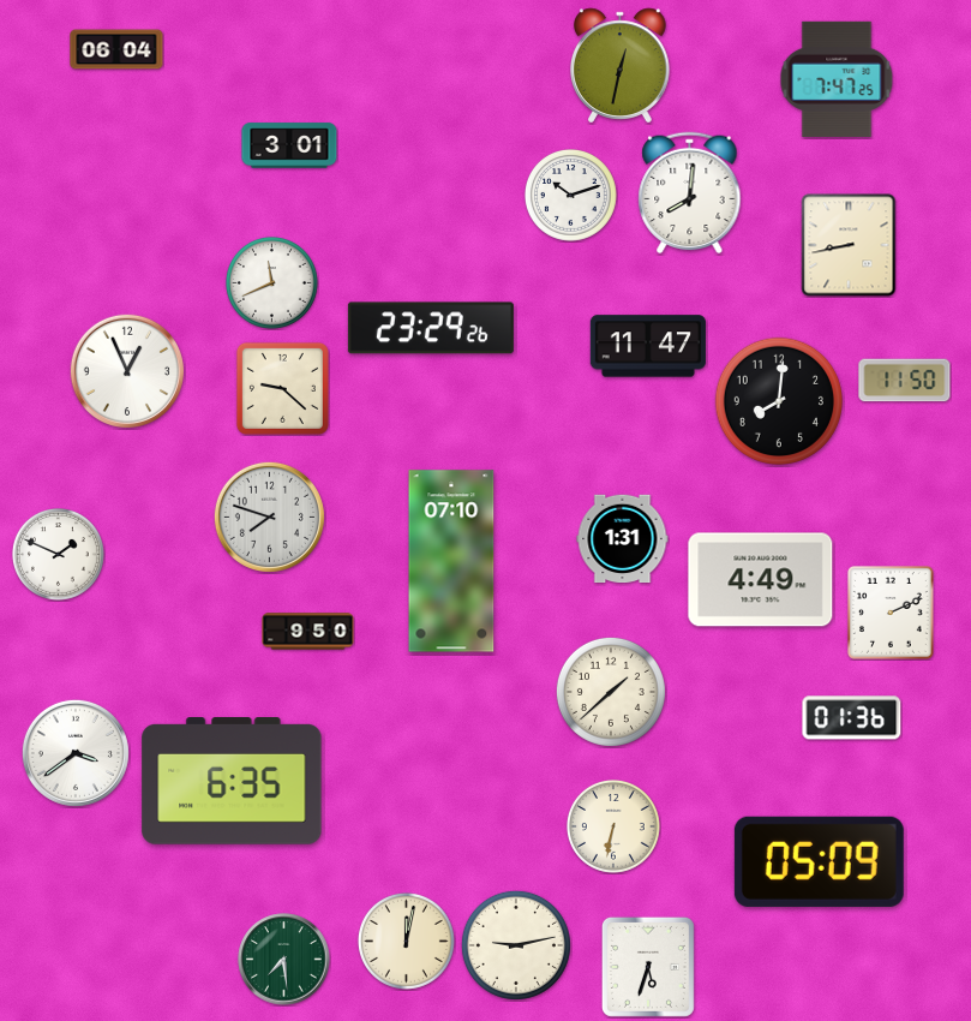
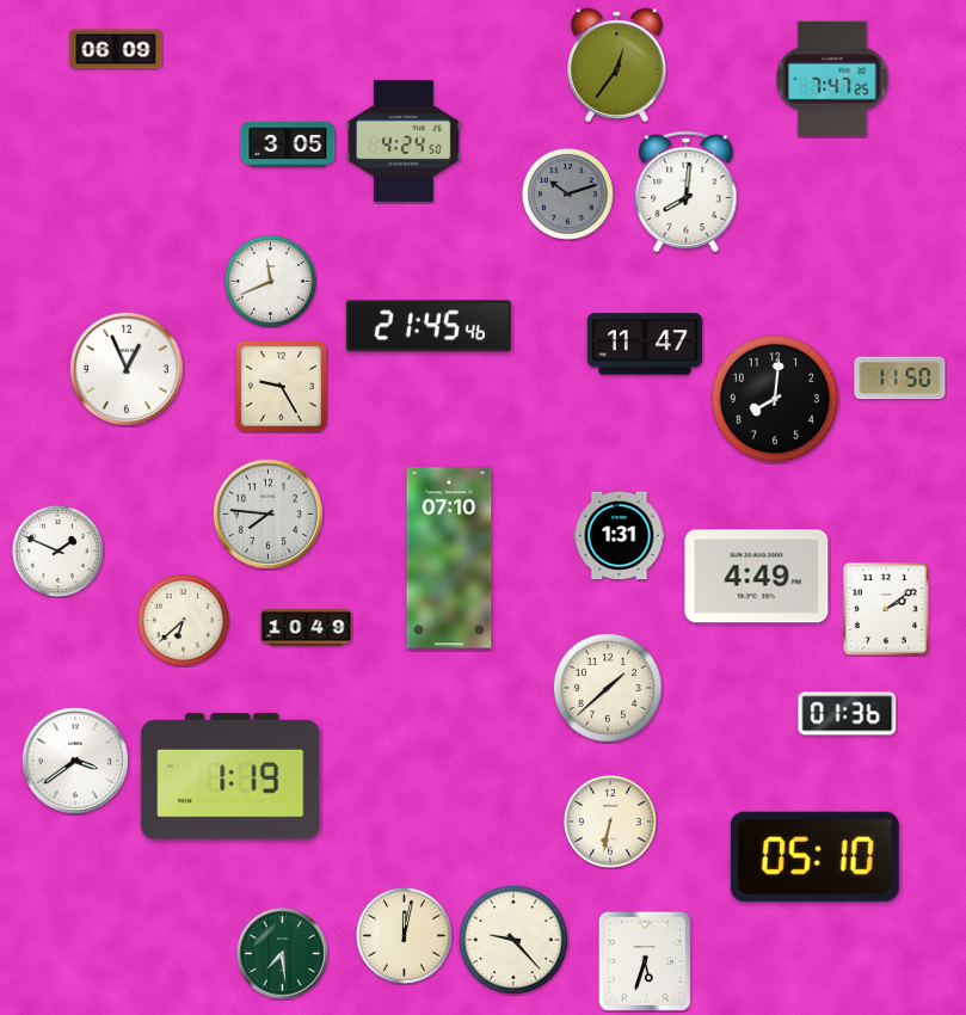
clock at (116, 49): 06:04 -> 06:09
clock at (621, 66): 12:32 -> 12:36
clock at (404, 141): none -> 4:24
clock at (289, 145): 3:01 -> 3:05
clock at (571, 196) dial: white -> grey
clock at (849, 245): 8:43 -> none
clock at (431, 328): 23:29 -> 21:45
clock at (282, 388): 9:22 -> 9:25
clock at (269, 517): 7:48 -> 7:46
clock at (892, 614): 2:11 -> 2:09
clock at (184, 621): none -> 6:38
clock at (308, 632): 9:50 -> 10:49
clock at (76, 753) position: (76, 753) -> (75, 761)
clock at (232, 782): 6:35 -> 1:19
clock at (819, 861): 05:09 -> 05:10
clock at (516, 945): 9:13 -> 9:23
